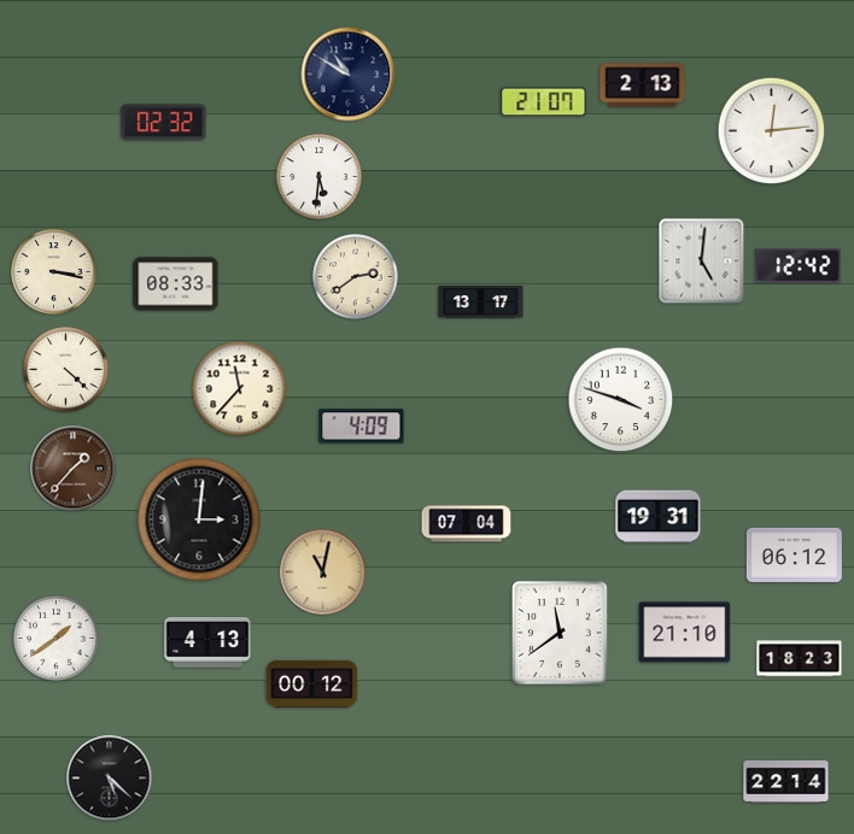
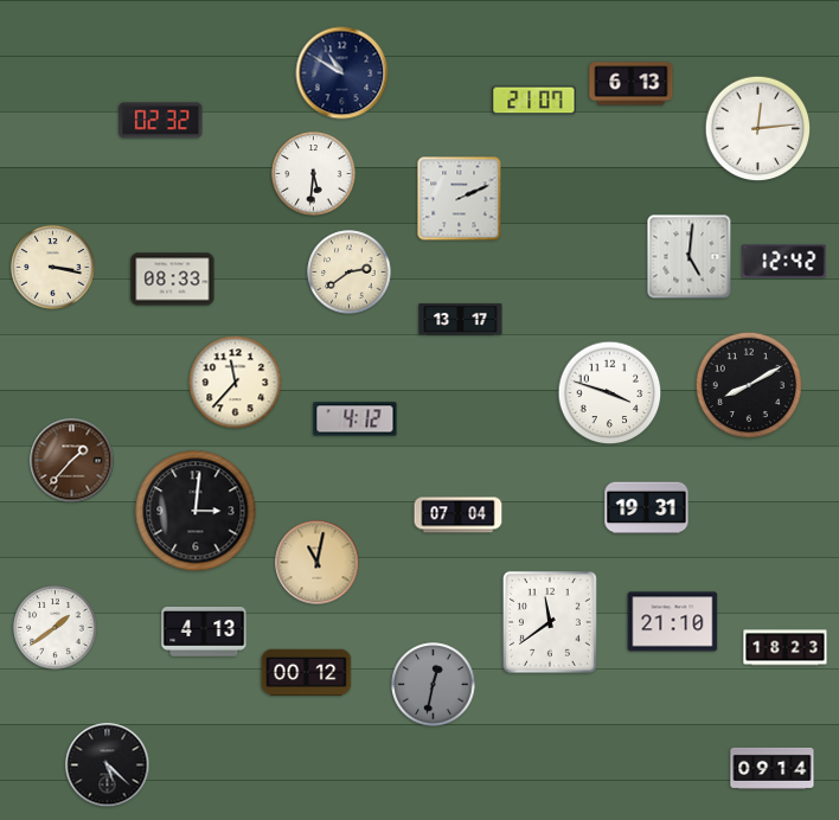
clock at (643, 86): 2:13 -> 6:13
clock at (460, 199): none -> 2:11
clock at (481, 303) position: (481, 303) -> (461, 320)
clock at (66, 370): 4:22 -> none
clock at (748, 384): none -> 8:10
clock at (362, 427): 4:09 -> 4:12
clock at (794, 554): 06:12 -> none
clock at (434, 685): none -> 12:32
clock at (786, 781): 22:14 -> 09:14
